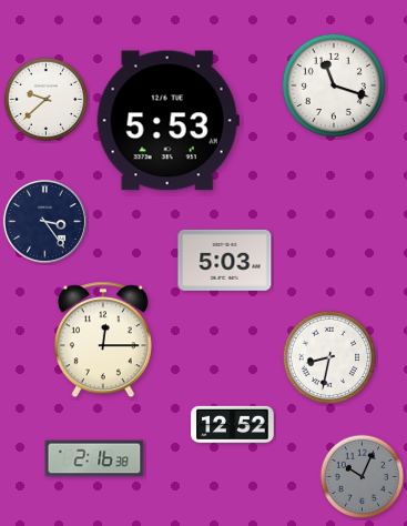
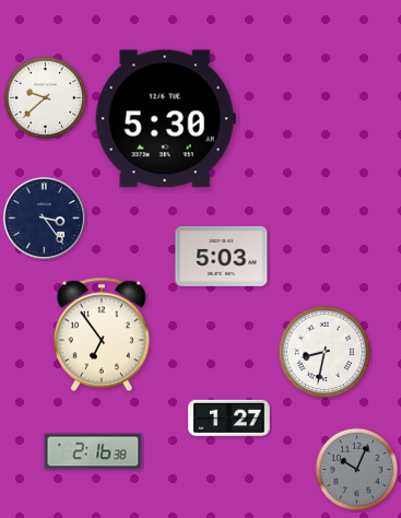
clock at (334, 85): 11:18 -> none
clock at (167, 121): 5:53 -> 5:30
clock at (103, 340): 12:15 -> 6:54
clock at (233, 425): 12:52 -> 1:27
